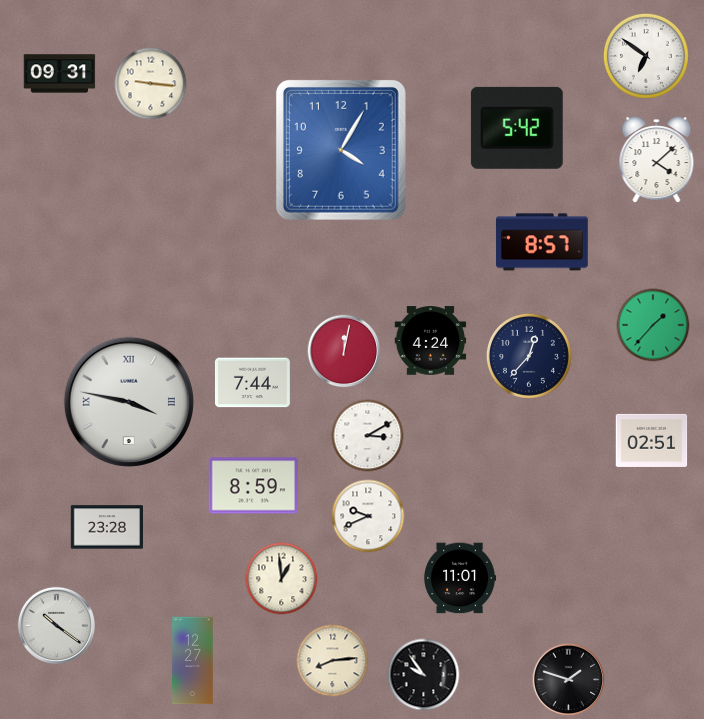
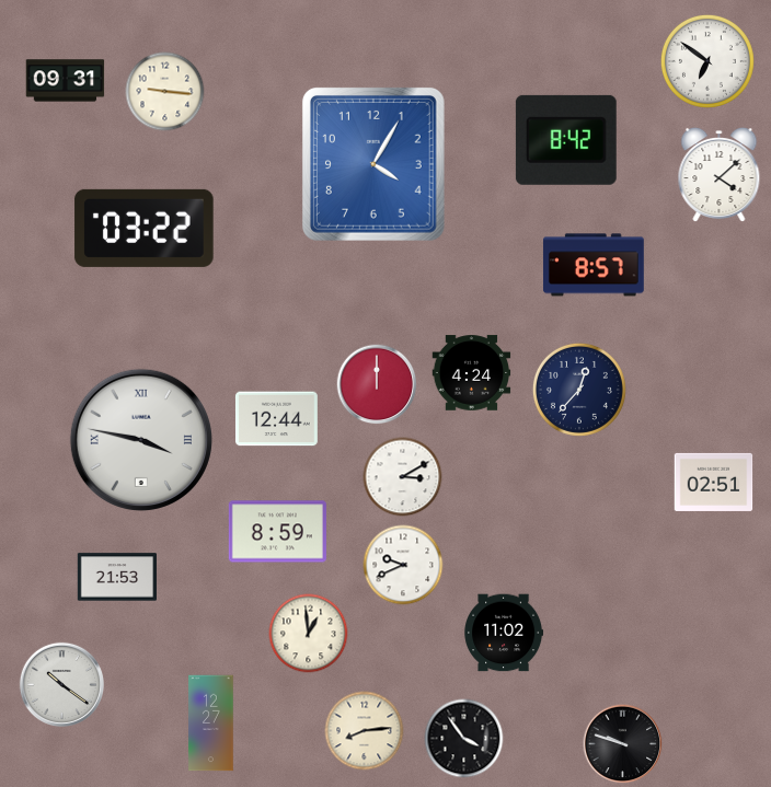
clock at (517, 128): 5:42 -> 8:42
clock at (145, 228): none -> 03:22
clock at (653, 325): 1:37 -> none
clock at (344, 351): 12:02 -> 12:00
clock at (252, 383): 7:44 -> 12:44
clock at (106, 527): 23:28 -> 21:53
clock at (460, 578): 11:01 -> 11:02
clock at (333, 661) position: (333, 661) -> (365, 731)
clock at (424, 675): 9:54 -> 3:54
clock at (569, 680): 1:48 -> 9:48
